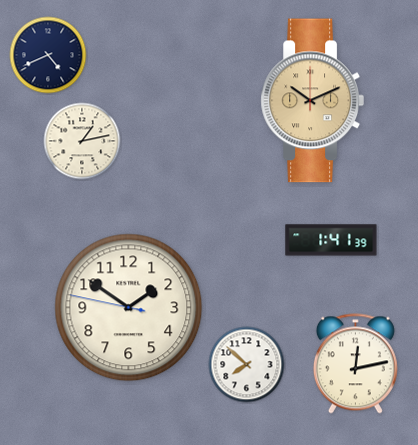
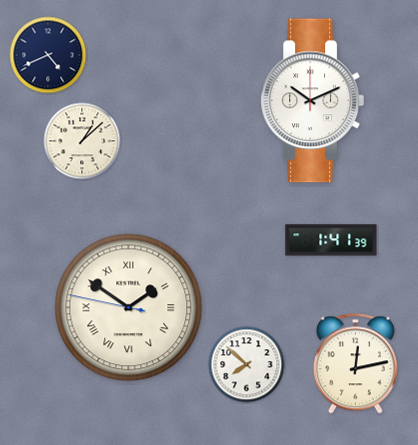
clock at (312, 101) dial: champagne -> white
clock at (82, 141): 1:13 -> 1:08
clock at (129, 308) numerals: Arabic -> Roman
